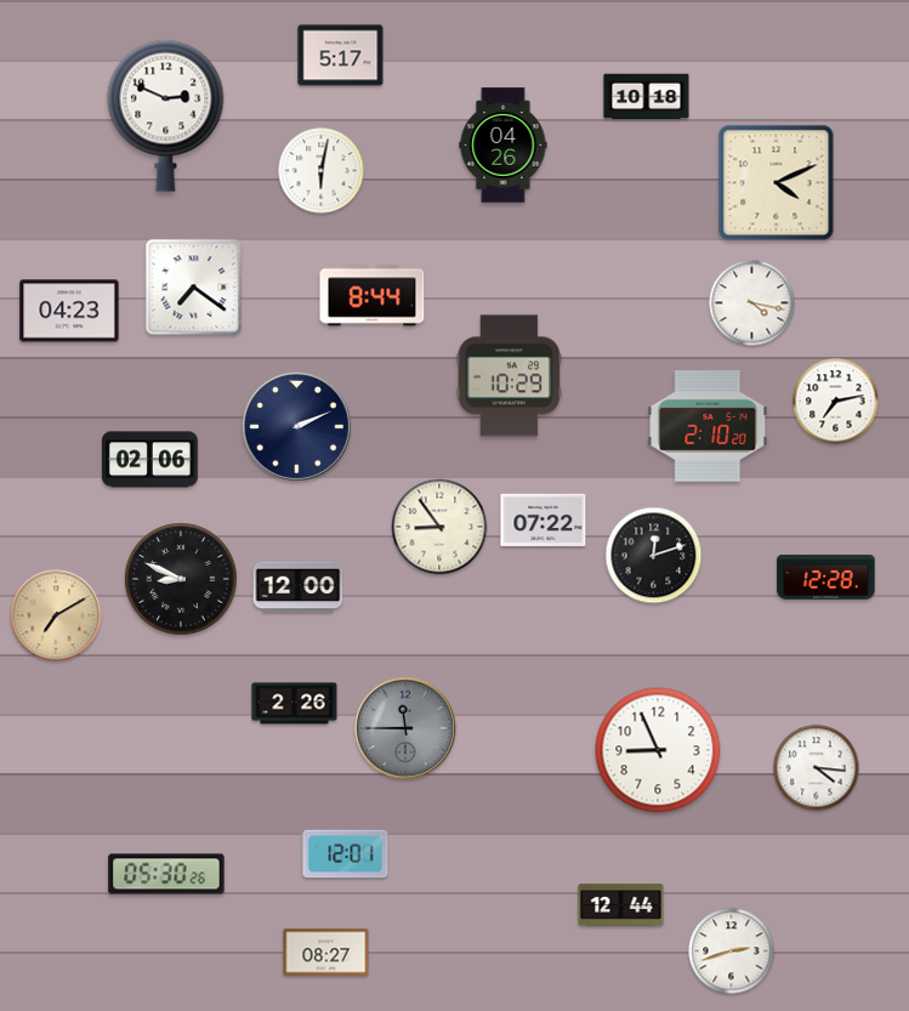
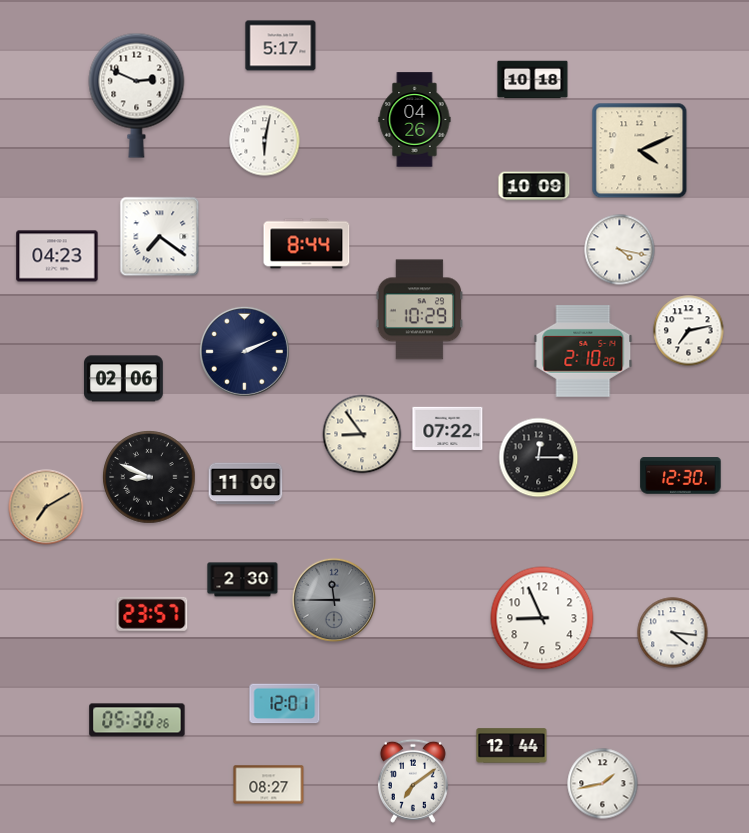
clock at (534, 186): none -> 10:09
clock at (654, 556): 12:12 -> 12:15
clock at (826, 578): 12:28 -> 12:30
clock at (299, 587): 12:00 -> 11:00
clock at (295, 704): 2:26 -> 2:30
clock at (152, 614): none -> 23:57
clock at (413, 781): none -> 7:09
clock at (732, 952): 2:42 -> 1:43
